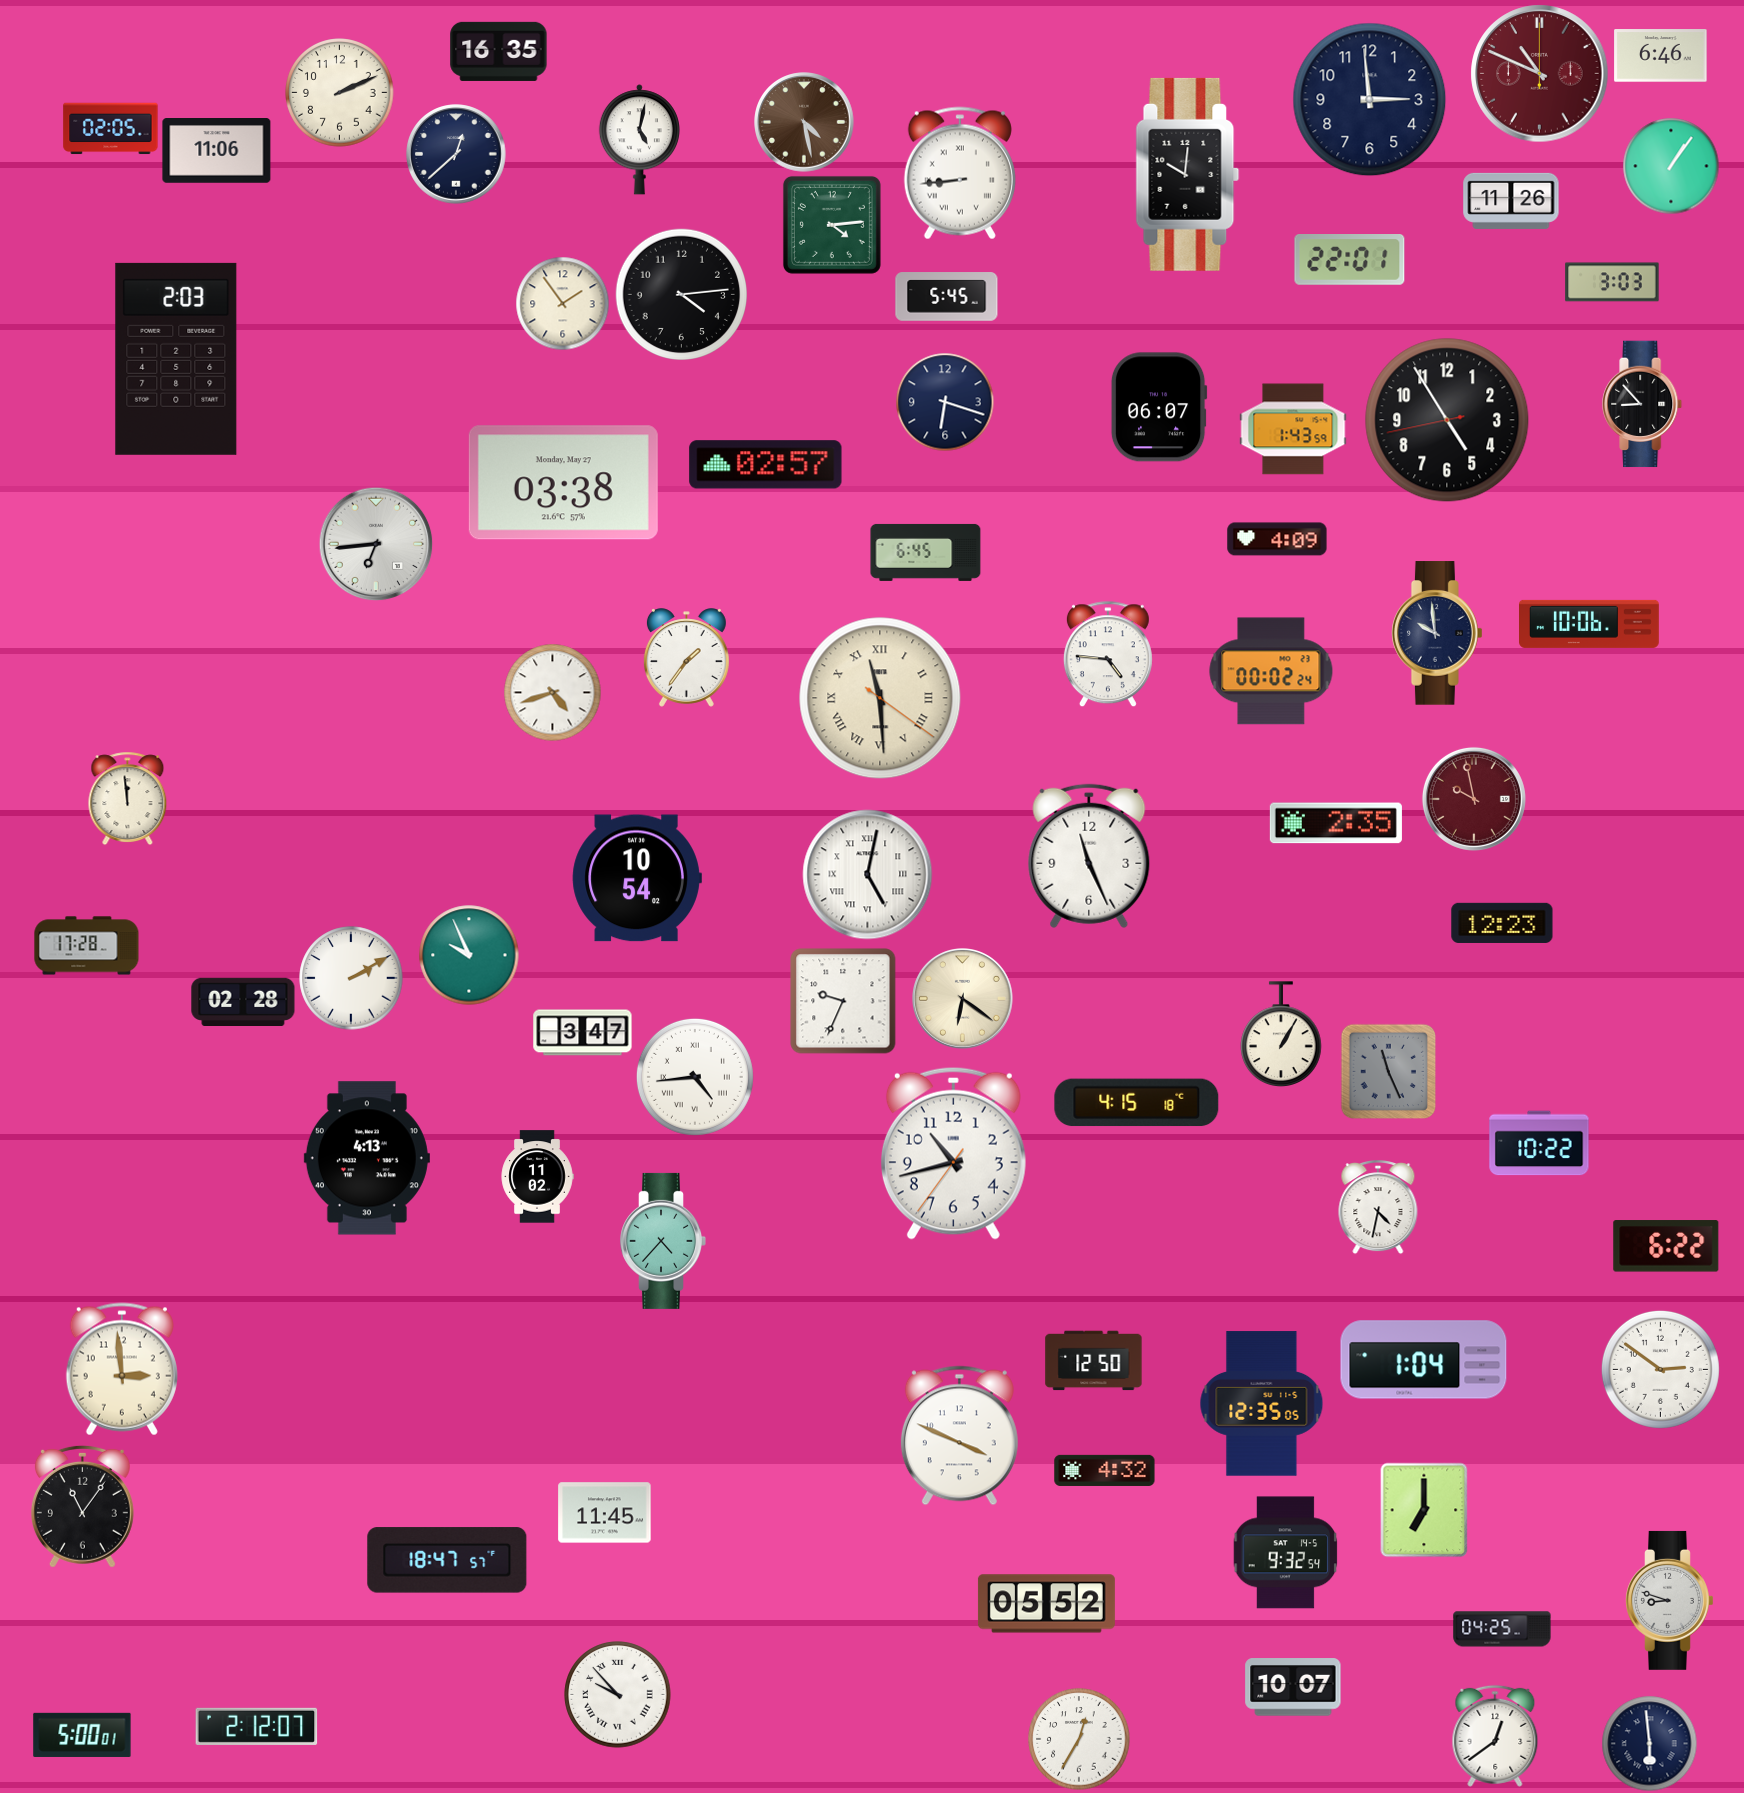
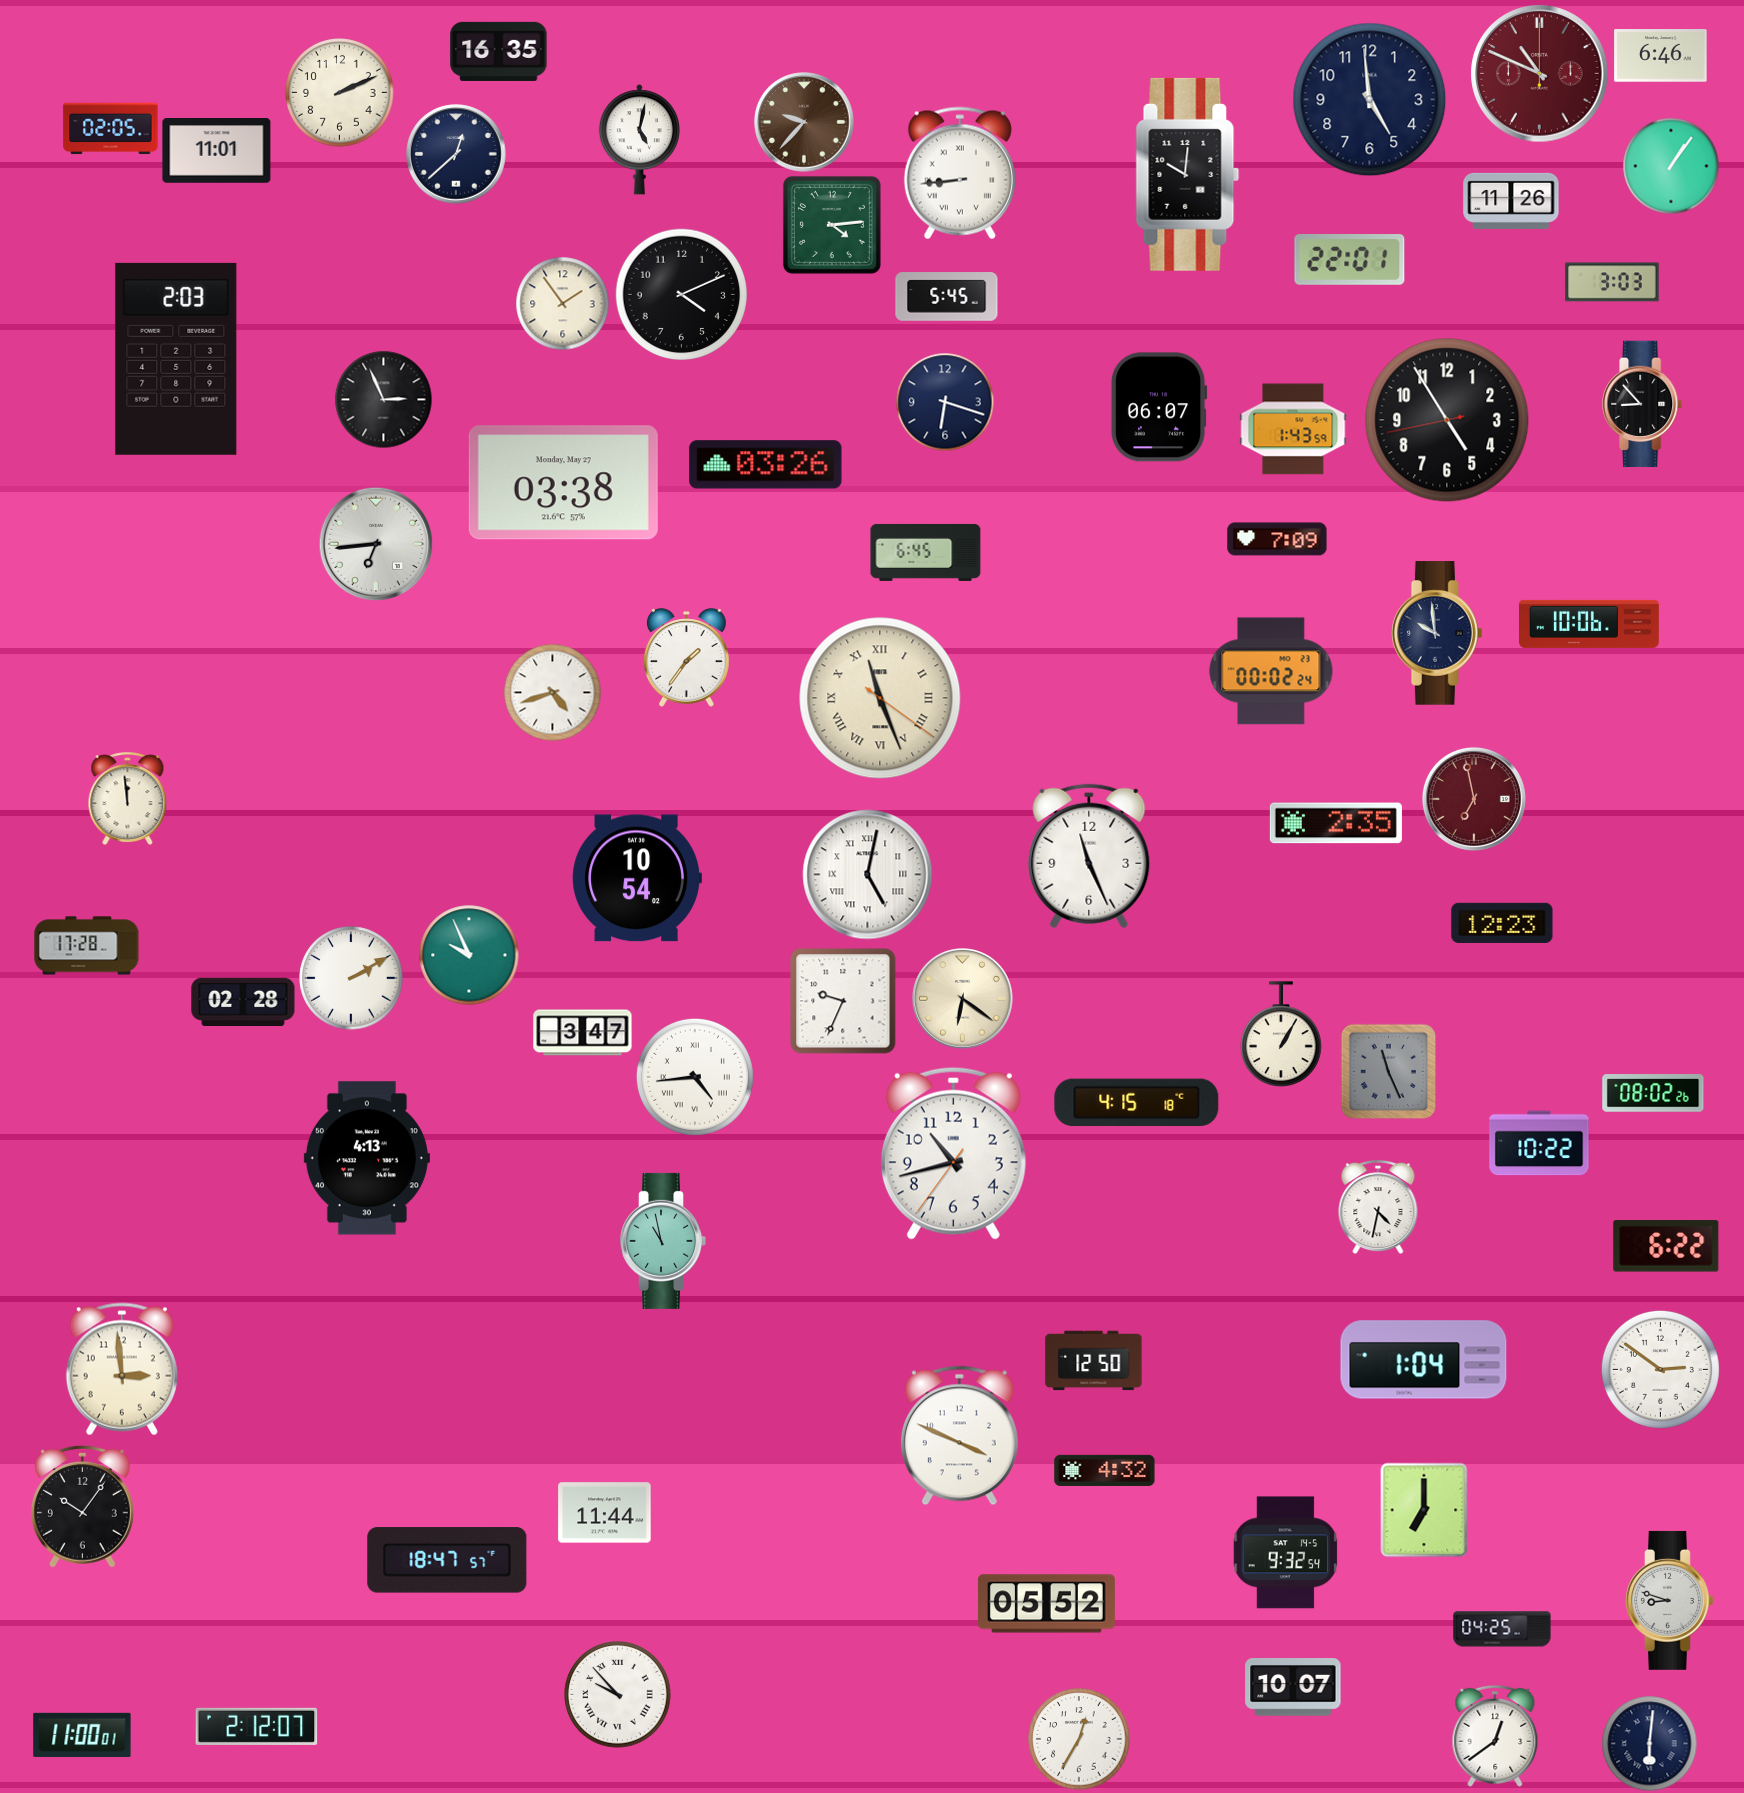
clock at (1370, 100): 2:59 -> 4:59
clock at (804, 122): 4:28 -> 9:37
clock at (217, 151): 11:06 -> 11:01
clock at (681, 294): 4:14 -> 4:11
clock at (383, 399): none -> 2:56
clock at (766, 465): 02:57 -> 03:26
clock at (1277, 539): 4:09 -> 7:09
clock at (1108, 654): 4:46 -> none
clock at (880, 698): 11:29 -> 11:26
clock at (1474, 799): 9:58 -> 6:58
clock at (1653, 1093): none -> 08:02
clock at (537, 1177): 11:02 -> none
clock at (663, 1241): 4:37 -> 10:58
clock at (1262, 1404): 12:35 -> none
clock at (82, 1506): 11:06 -> 10:06
clock at (605, 1513): 11:45 -> 11:44
clock at (82, 1735): 5:00 -> 11:00
clock at (1649, 1743): 5:59 -> 6:01
